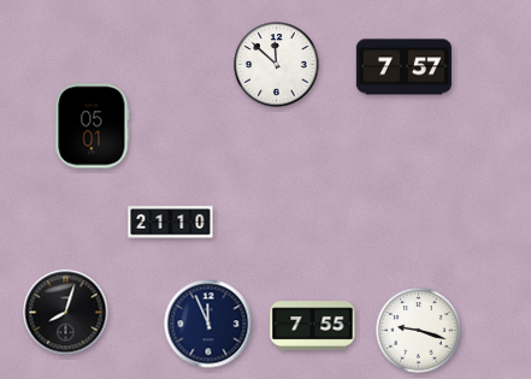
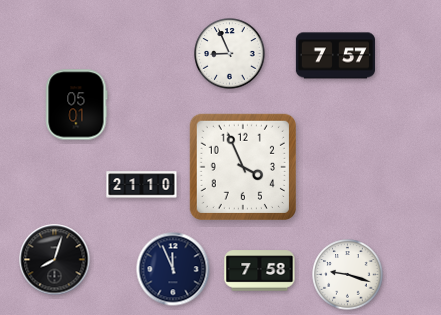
clock at (277, 65): 11:52 -> 8:56
clock at (243, 167): none -> 3:56
clock at (313, 326): 7:55 -> 7:58
